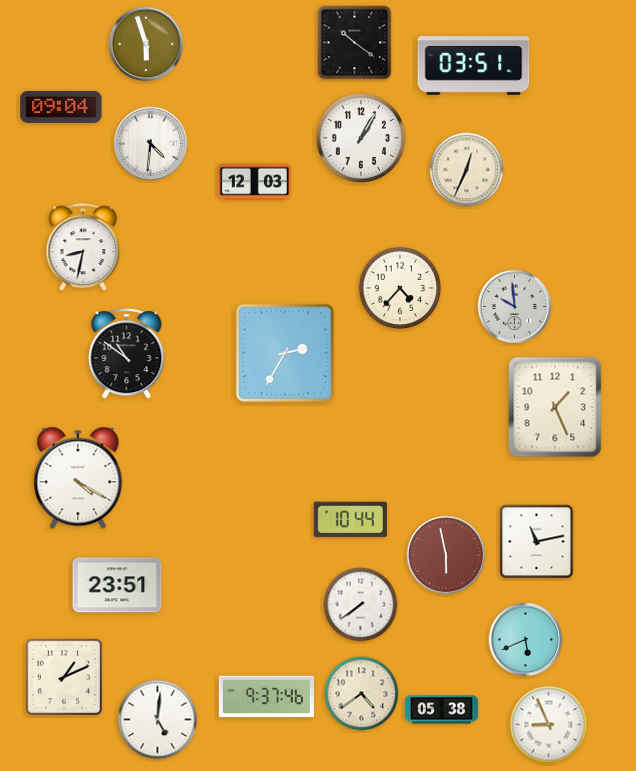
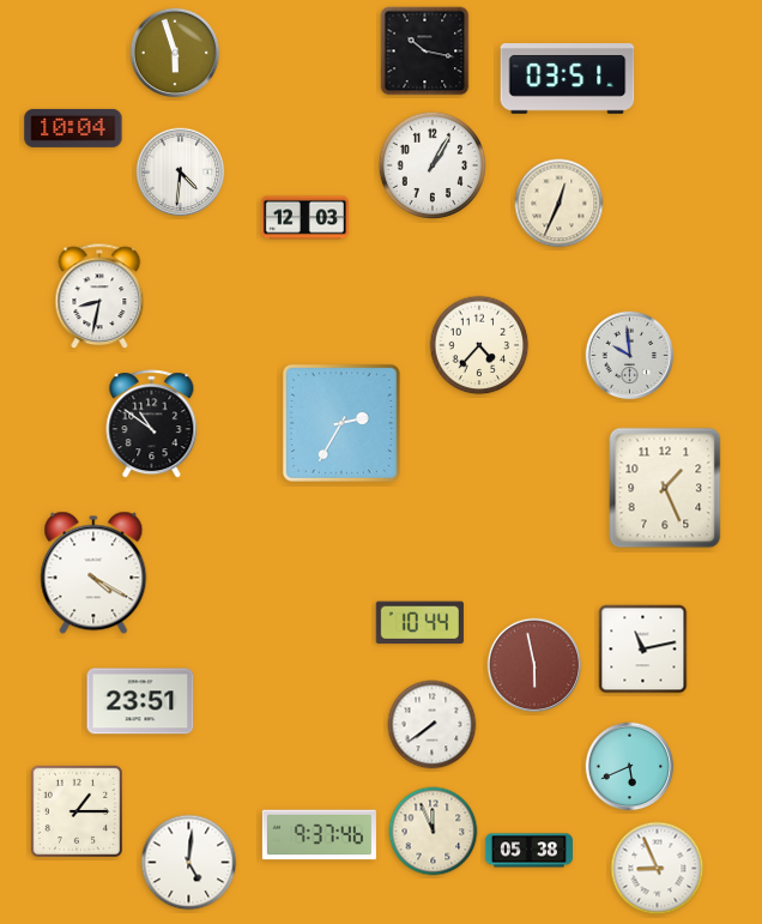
clock at (355, 43): 10:21 -> 10:17
clock at (61, 107): 09:04 -> 10:04
clock at (515, 307) position: (515, 307) -> (630, 356)
clock at (63, 676): 1:11 -> 1:15
clock at (362, 694): 4:39 -> 11:56
